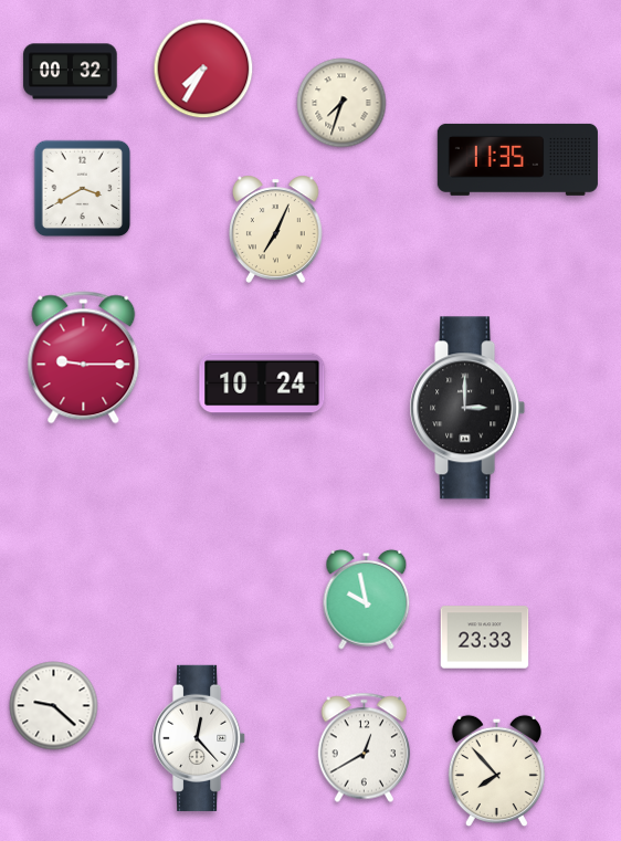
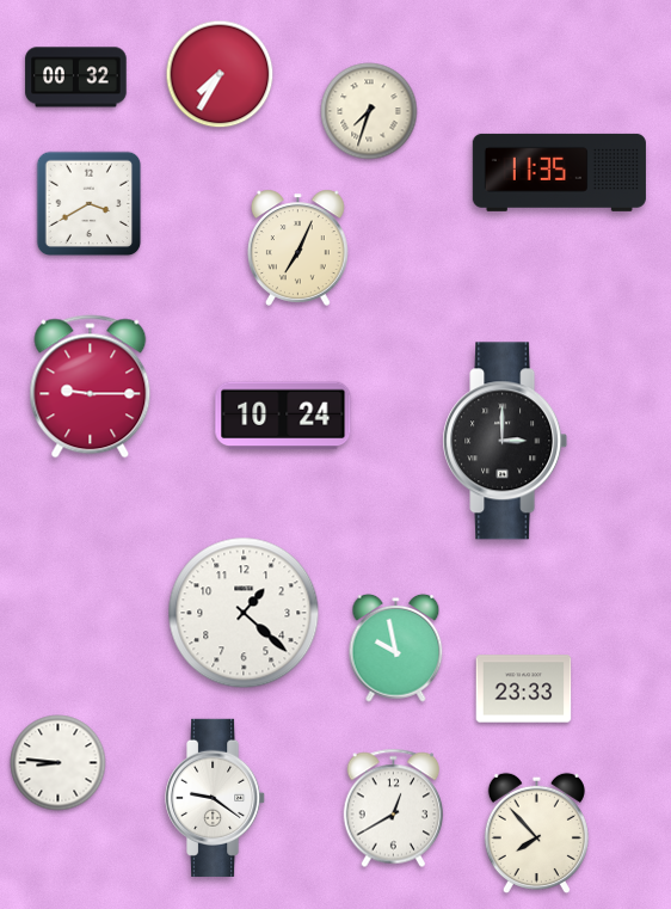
clock at (244, 613): none -> 1:22
clock at (54, 706): 9:22 -> 8:46
clock at (200, 738): 12:23 -> 9:21
